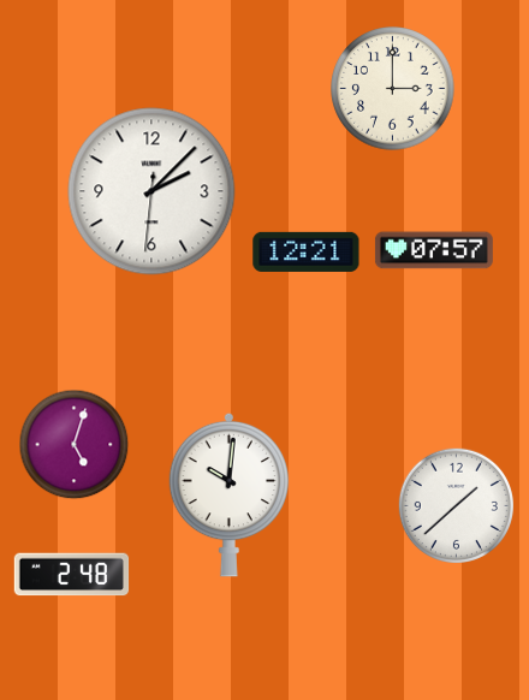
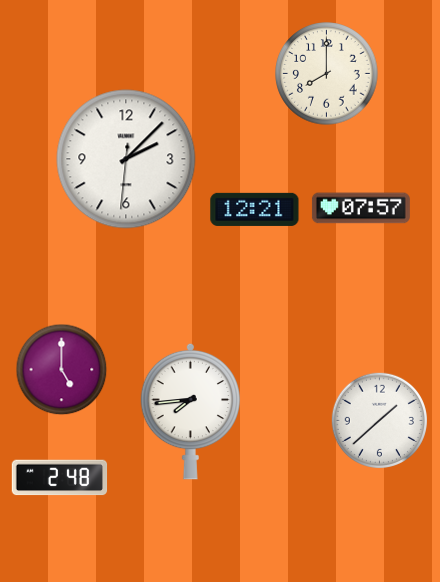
clock at (393, 89): 3:00 -> 8:00
clock at (75, 445): 5:03 -> 5:00
clock at (230, 494): 10:01 -> 7:44
